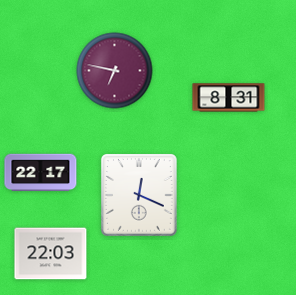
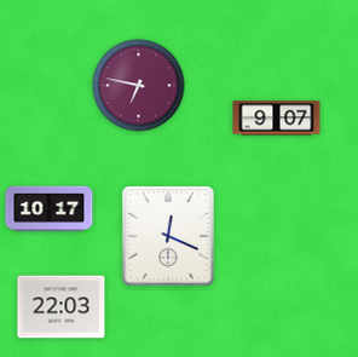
clock at (229, 98): 8:31 -> 9:07
clock at (41, 173): 22:17 -> 10:17
